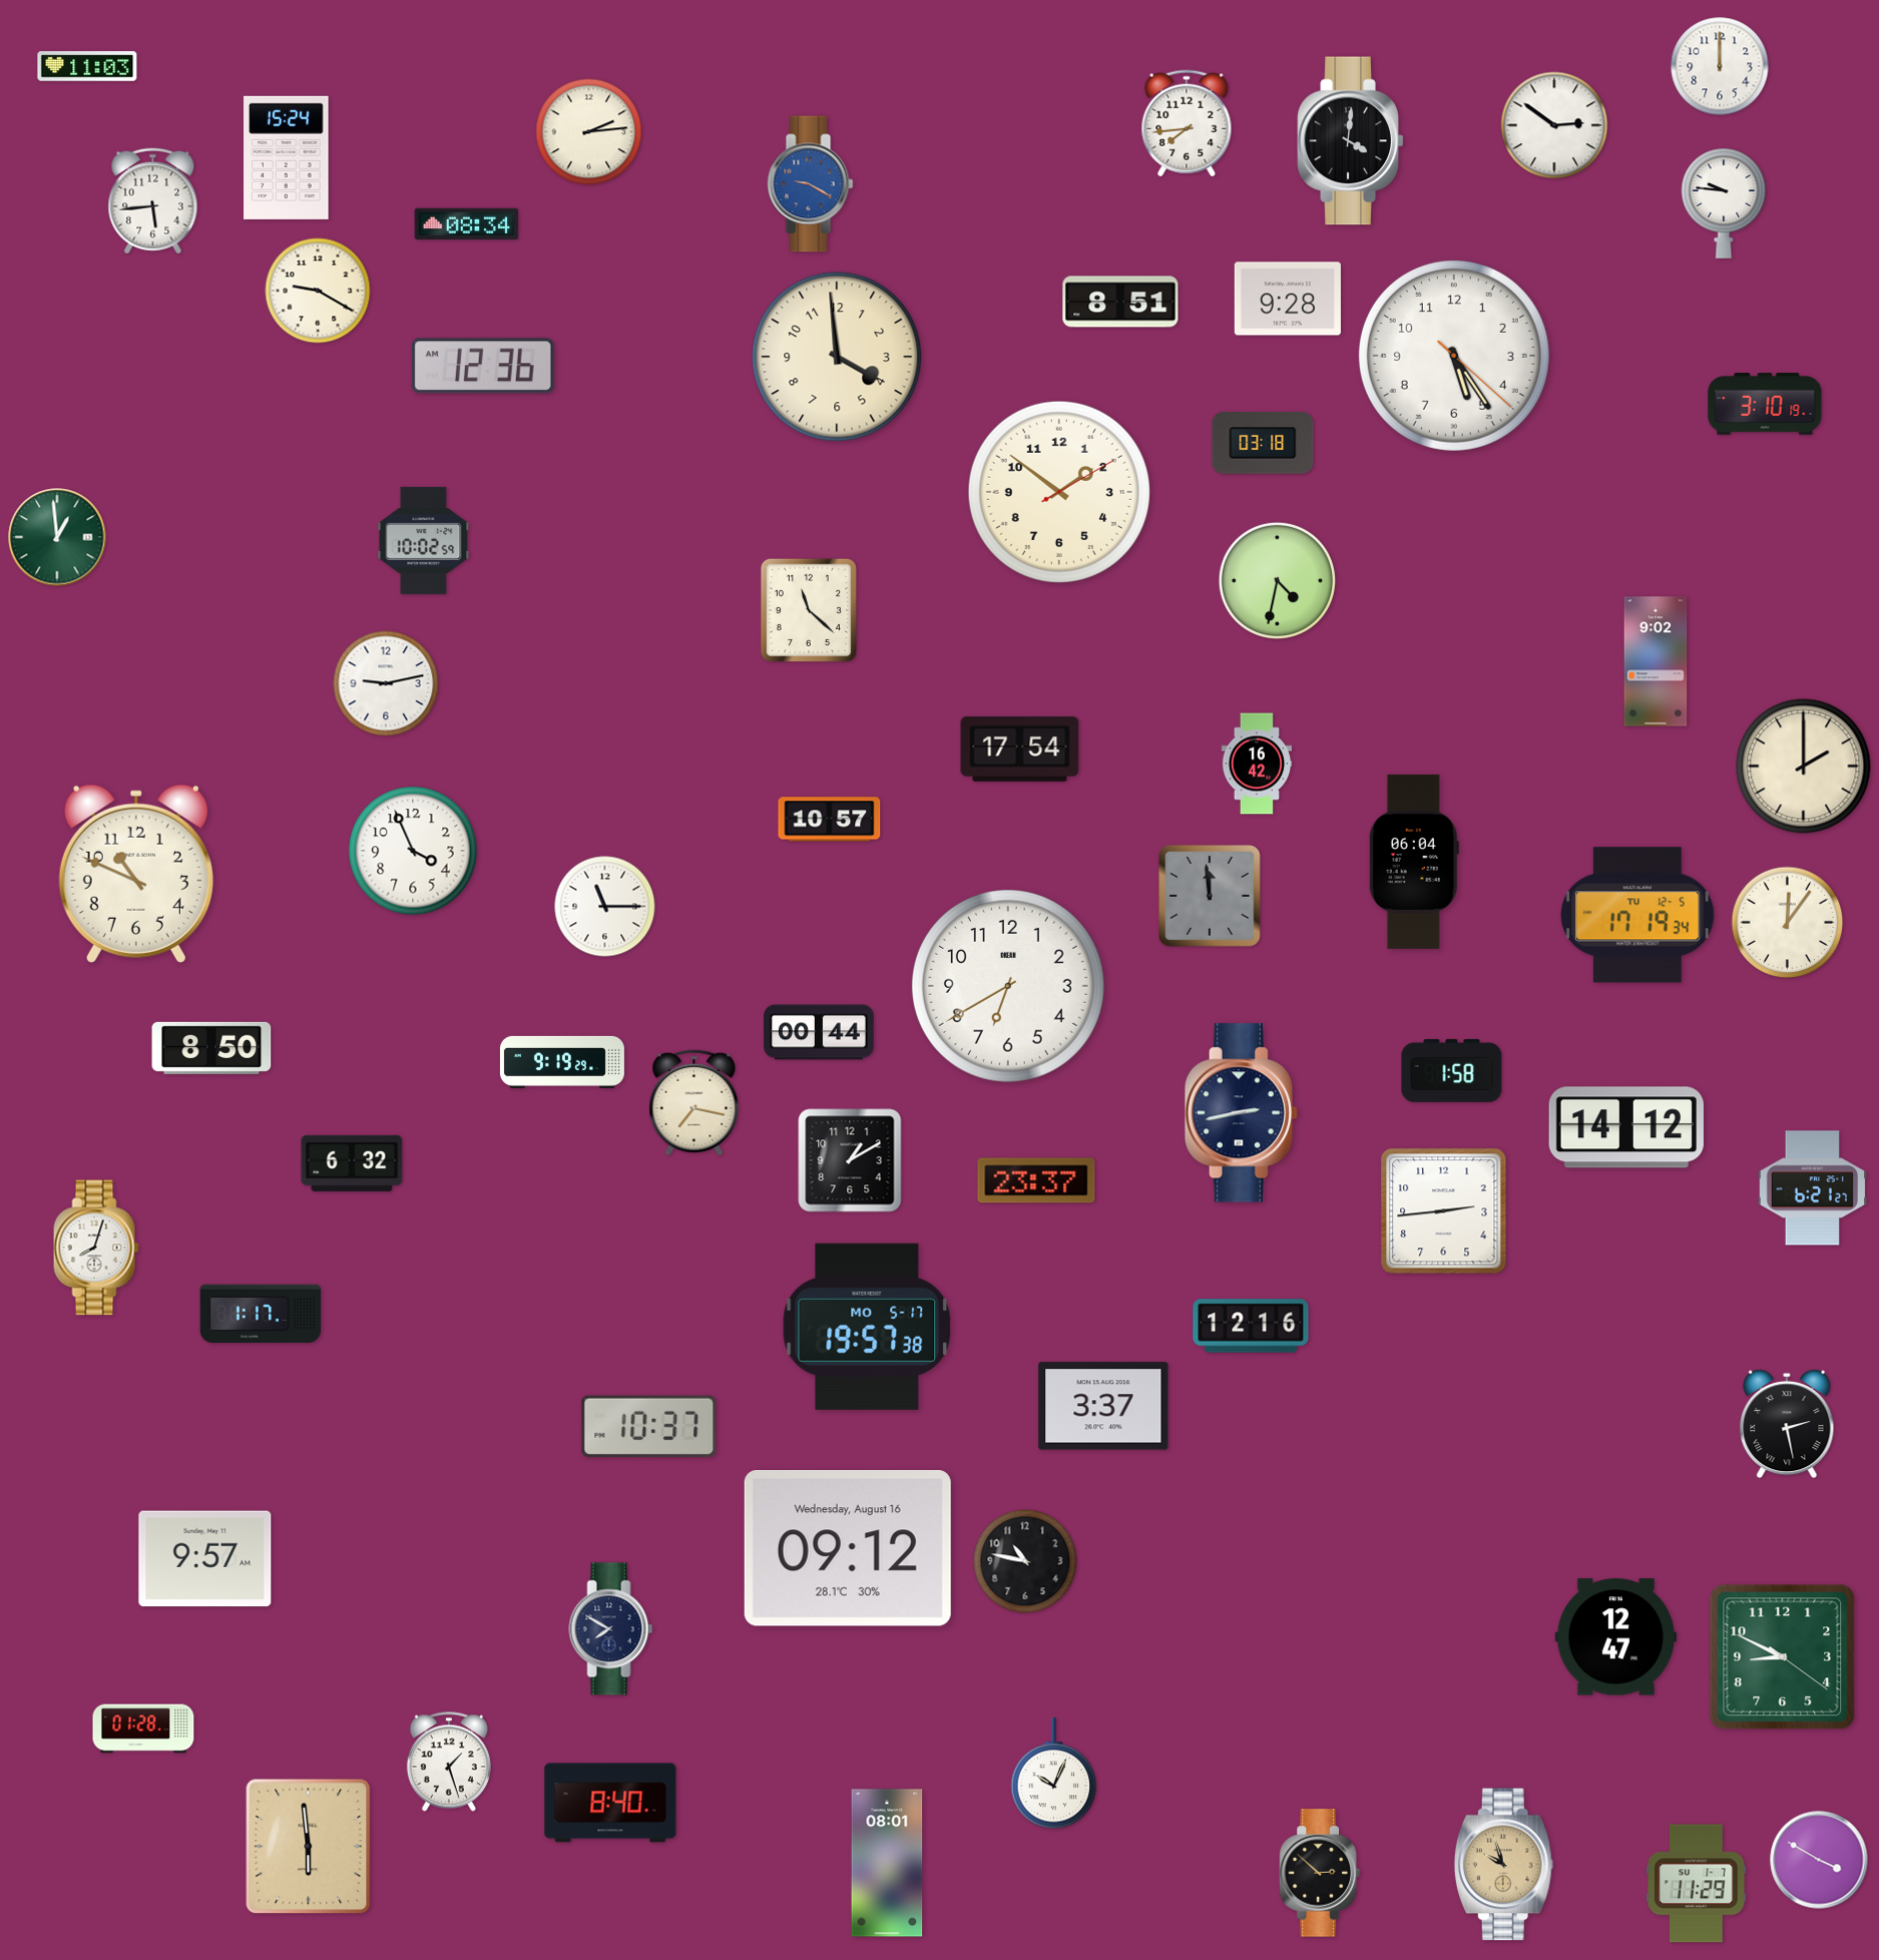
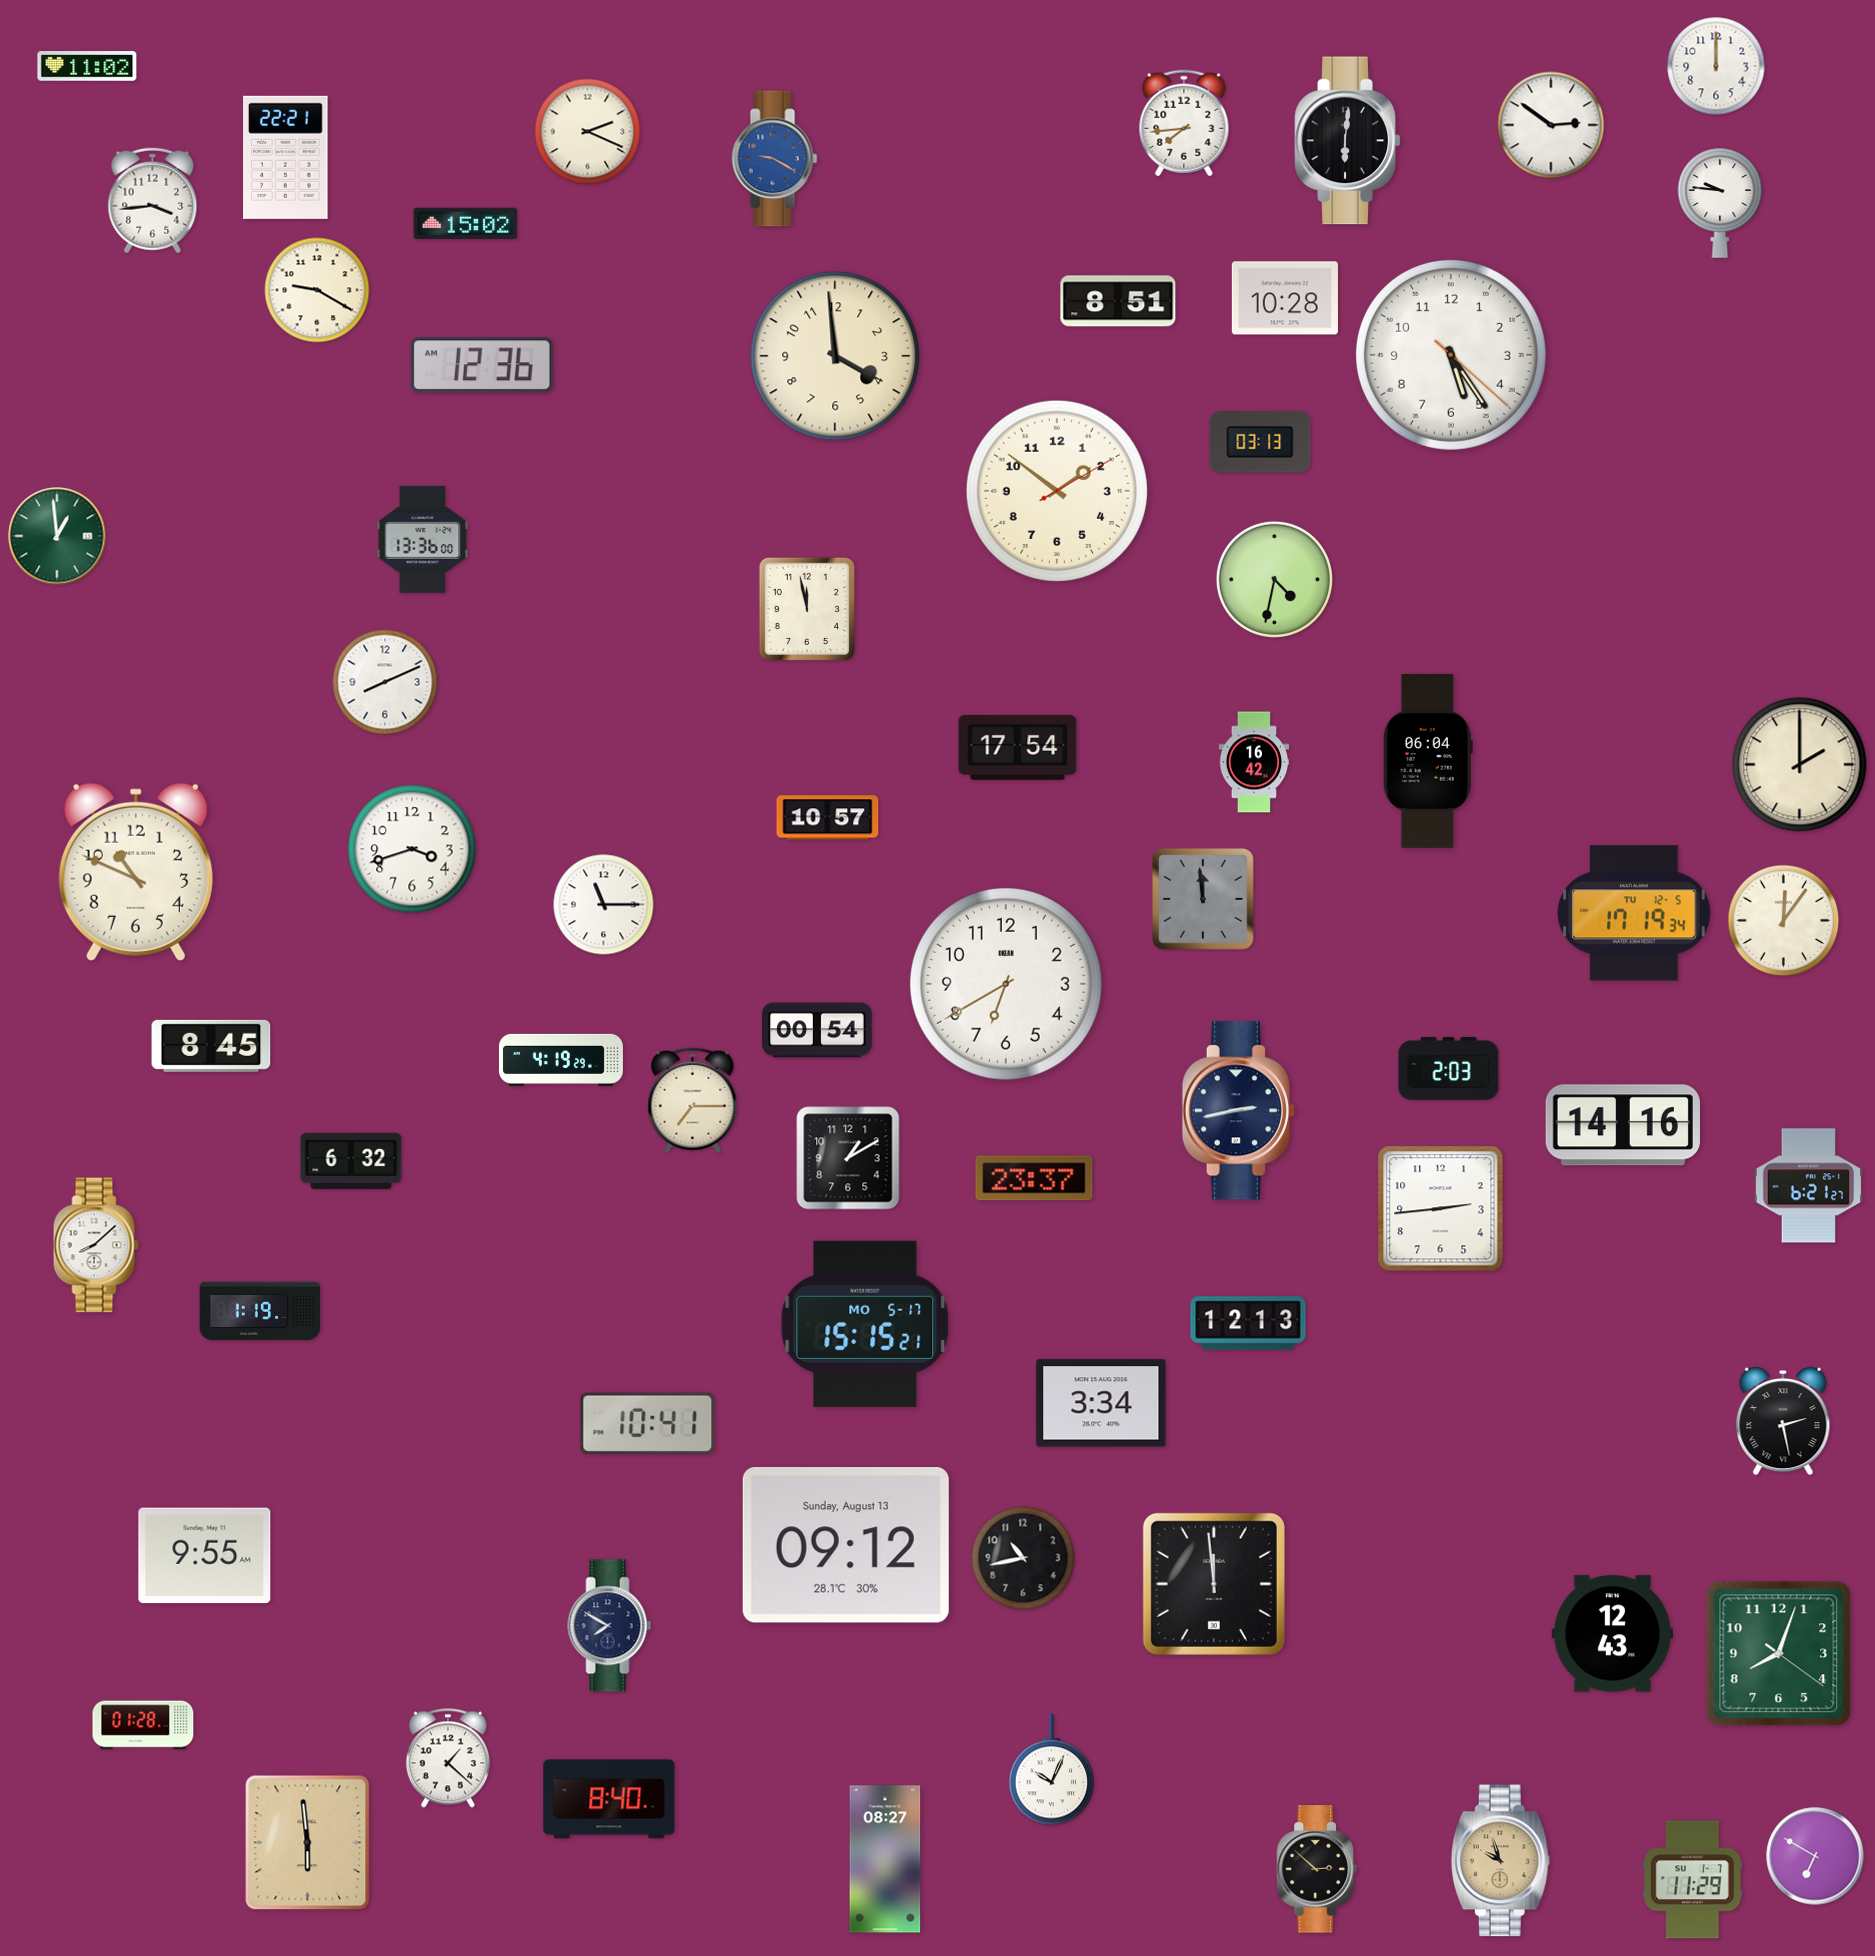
clock at (87, 66): 11:03 -> 11:02
clock at (589, 132): 2:14 -> 2:19
clock at (1351, 141): 4:01 -> 6:01
clock at (287, 157): 15:24 -> 22:21
clock at (811, 184) position: (811, 184) -> (775, 159)
clock at (153, 201): 5:44 -> 3:44
clock at (467, 224): 08:34 -> 15:02
clock at (1288, 299): 9:28 -> 10:28
clock at (1765, 404): 3:10 -> none
clock at (1263, 443): 03:18 -> 03:13
clock at (424, 540): 10:02 -> 13:36
clock at (809, 610): 11:22 -> 11:58
clock at (1656, 661): 9:02 -> none
clock at (386, 683): 9:13 -> 8:11
clock at (413, 851): 3:56 -> 3:42
clock at (1414, 862) position: (1414, 862) -> (1428, 761)
clock at (1211, 897) position: (1211, 897) -> (1204, 900)
clock at (819, 1032): 00:44 -> 00:54
clock at (211, 1048): 8:50 -> 8:45
clock at (562, 1062): 9:19 -> 4:19
clock at (1452, 1070): 1:58 -> 2:03
clock at (694, 1103): 7:17 -> 7:15
clock at (1626, 1127): 14:12 -> 14:16
clock at (96, 1248): 8:03 -> 8:08
clock at (261, 1314): 1:17 -> 1:19
clock at (1251, 1326): 12:16 -> 12:13
clock at (867, 1327): 19:57 -> 15:15
clock at (1103, 1406): 3:37 -> 3:34
clock at (649, 1426): 10:37 -> 10:41
clock at (848, 1548) date: Wednesday, August 16 -> Sunday, August 13
clock at (205, 1559): 9:57 -> 9:55
clock at (1025, 1561): 10:47 -> 10:43
clock at (1214, 1584): none -> 11:59
clock at (1615, 1637): 12:47 -> 12:43
clock at (1783, 1657): 8:49 -> 8:03
clock at (449, 1762): 1:27 -> 1:22
clock at (1819, 1860): 3:50 -> 6:50
clock at (887, 1863): 08:01 -> 08:27
